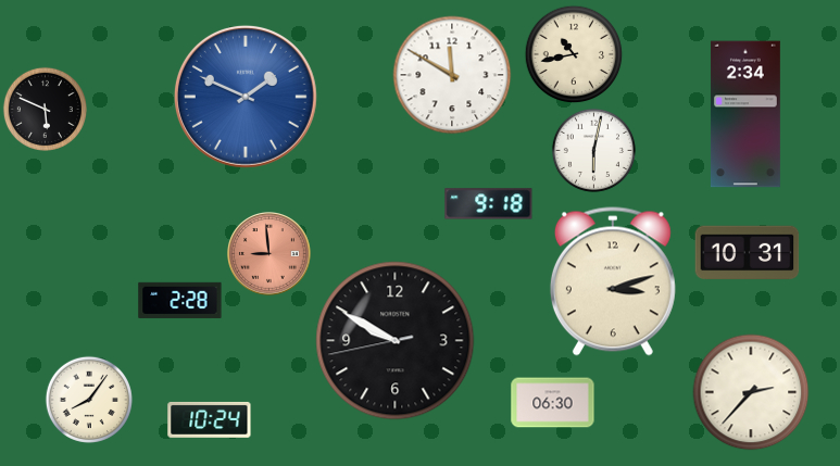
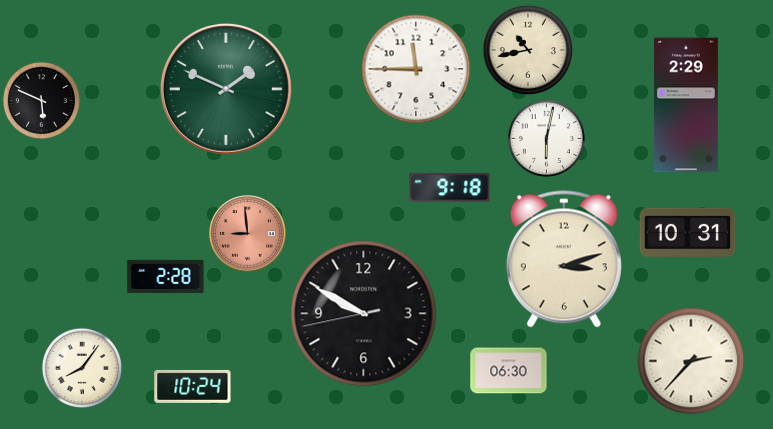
clock at (452, 75): 11:50 -> 11:45
clock at (246, 97) dial: blue -> green
clock at (745, 114): 2:34 -> 2:29
